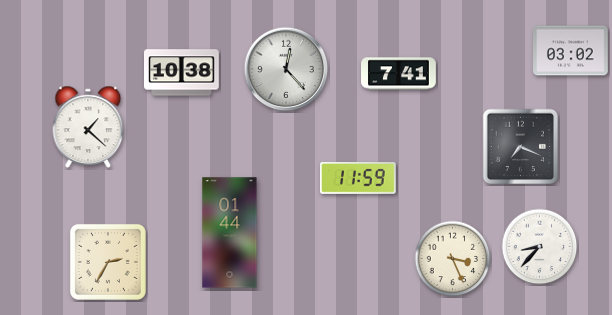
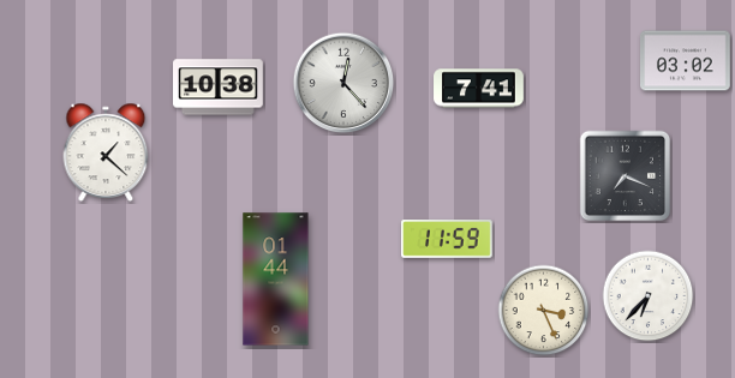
clock at (358, 179) position: (358, 179) -> (447, 240)
clock at (540, 247): 8:37 -> 6:37
clock at (108, 262): 2:35 -> none
